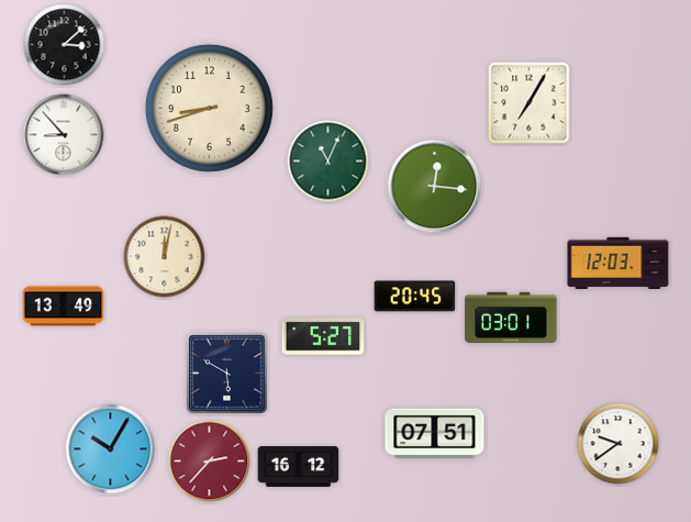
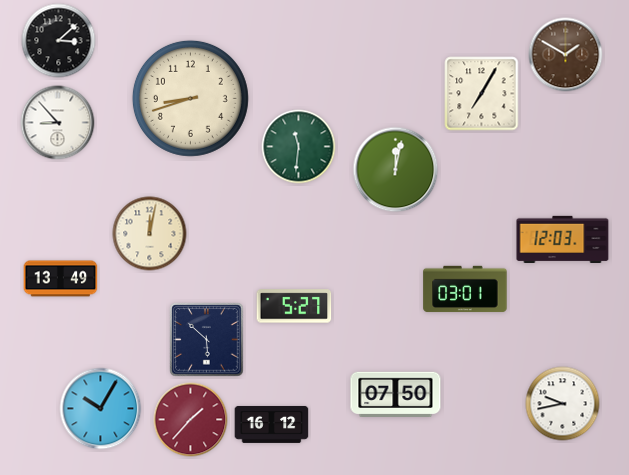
clock at (566, 55): none -> 1:50
clock at (328, 162): 11:04 -> 11:31
clock at (435, 187): 12:16 -> 12:02
clock at (415, 297): 20:45 -> none
clock at (64, 307) position: (64, 307) -> (61, 279)
clock at (227, 374): 5:50 -> 5:52
clock at (435, 433): 07:51 -> 07:50
clock at (618, 444): 9:39 -> 9:43
clock at (210, 462): 2:37 -> 1:37
